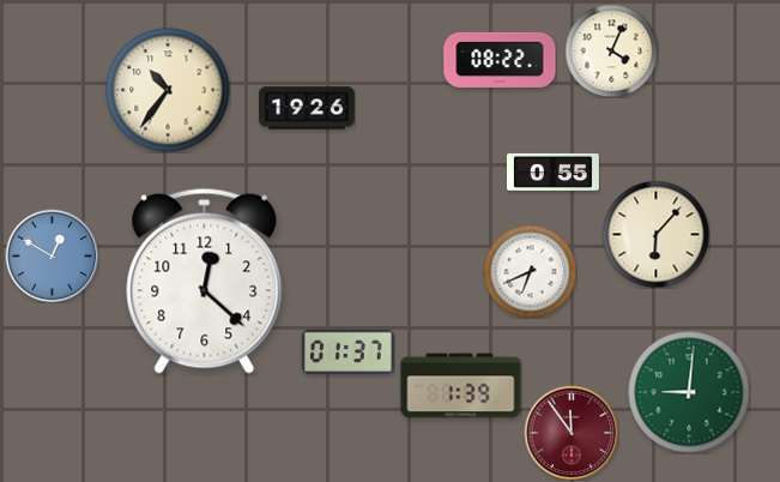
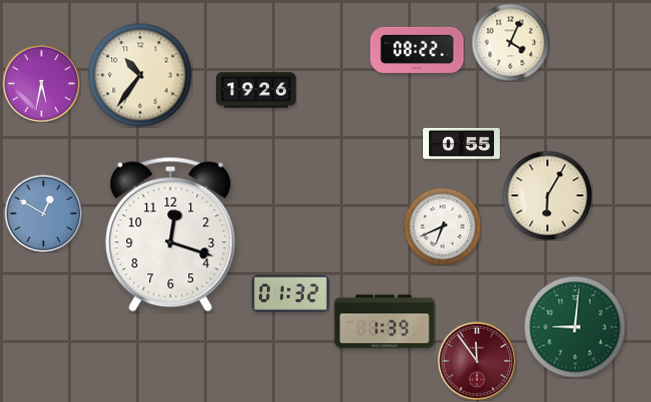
clock at (41, 83): none -> 5:32
clock at (655, 234): 6:07 -> 6:05
clock at (205, 281): 12:22 -> 12:18
clock at (347, 351): 01:37 -> 01:32
